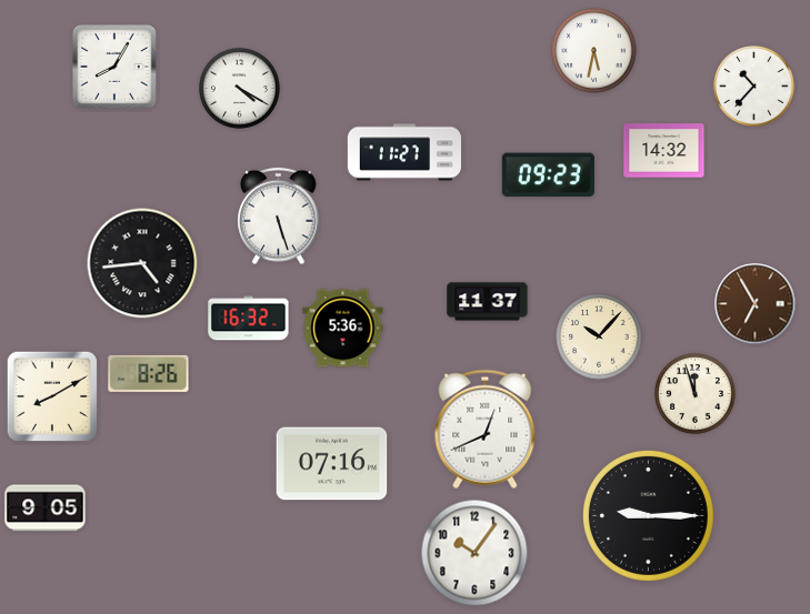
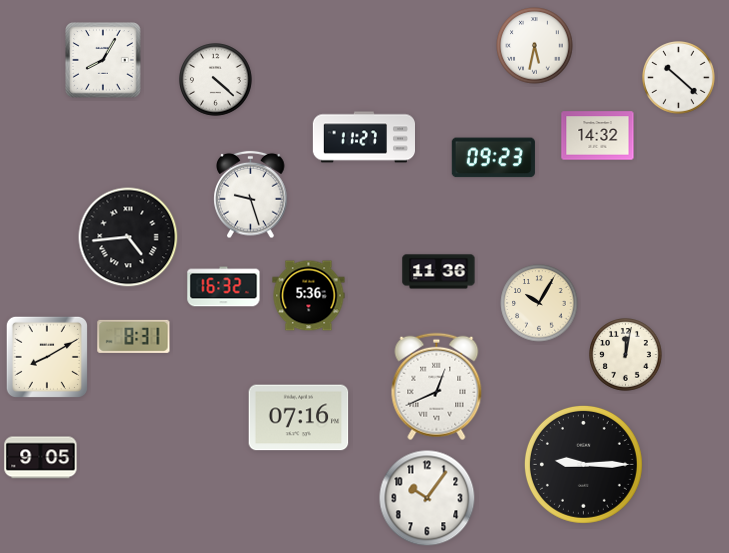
clock at (754, 87): 10:37 -> 10:22
clock at (240, 89): 4:20 -> 4:22
clock at (279, 217): 5:27 -> 9:27
clock at (488, 302): 11:37 -> 11:36
clock at (756, 304): 6:55 -> none
clock at (599, 336): 10:07 -> 10:05
clock at (149, 373): 8:26 -> 8:31
clock at (696, 394): 11:57 -> 12:02
